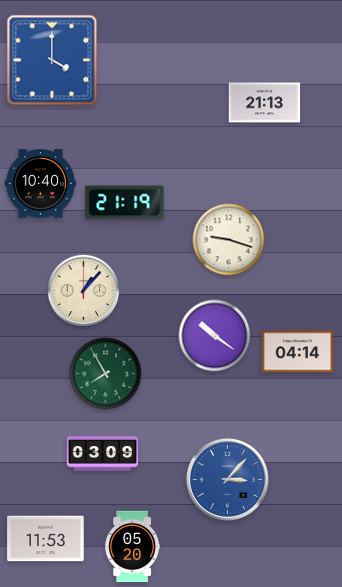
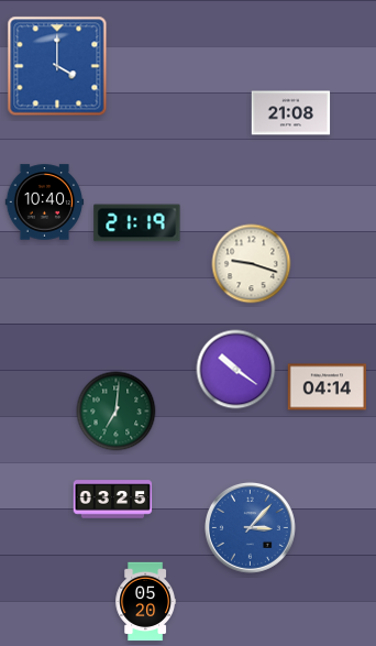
clock at (265, 103): 21:13 -> 21:08
clock at (84, 291): 1:07 -> none
clock at (106, 374): 7:55 -> 7:01
clock at (103, 454): 03:09 -> 03:25
clock at (46, 539): 11:53 -> none
